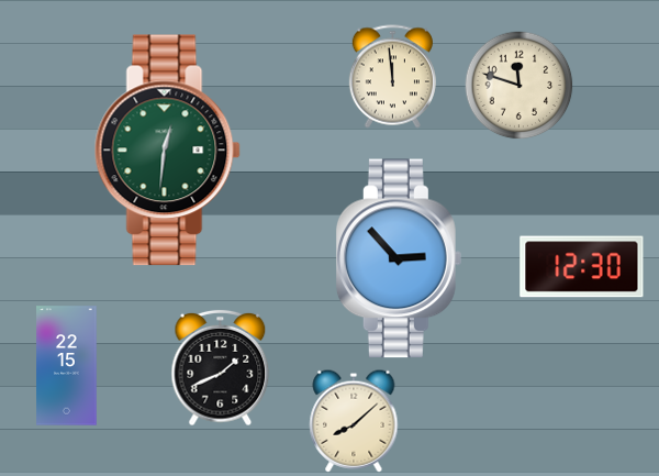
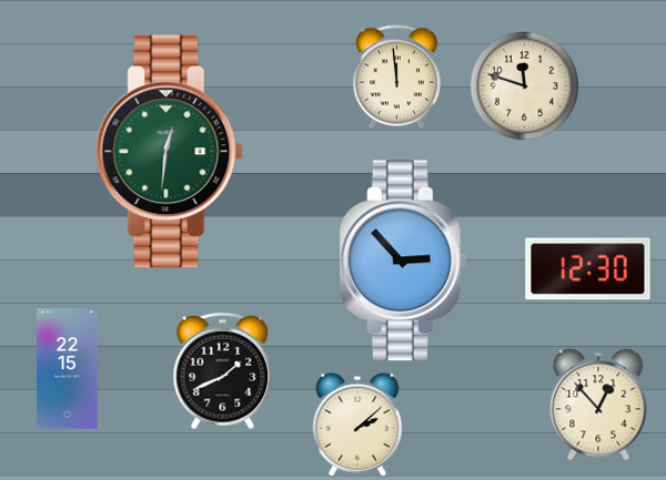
clock at (598, 405): none -> 12:53
clock at (354, 421): 8:08 -> 2:08
